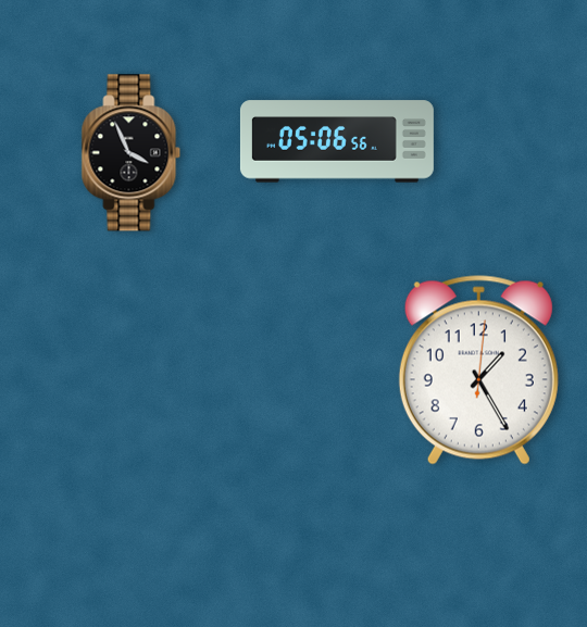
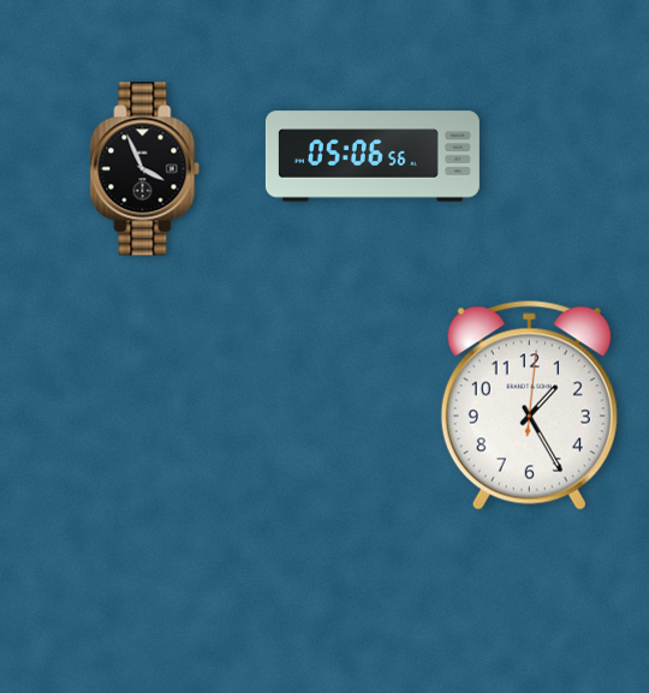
clock at (478, 371) position: (478, 371) -> (529, 406)
